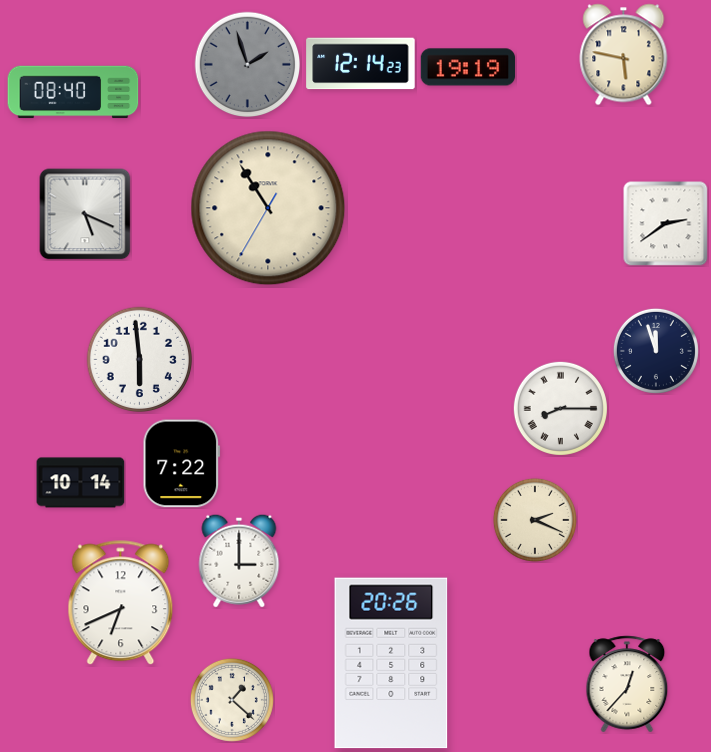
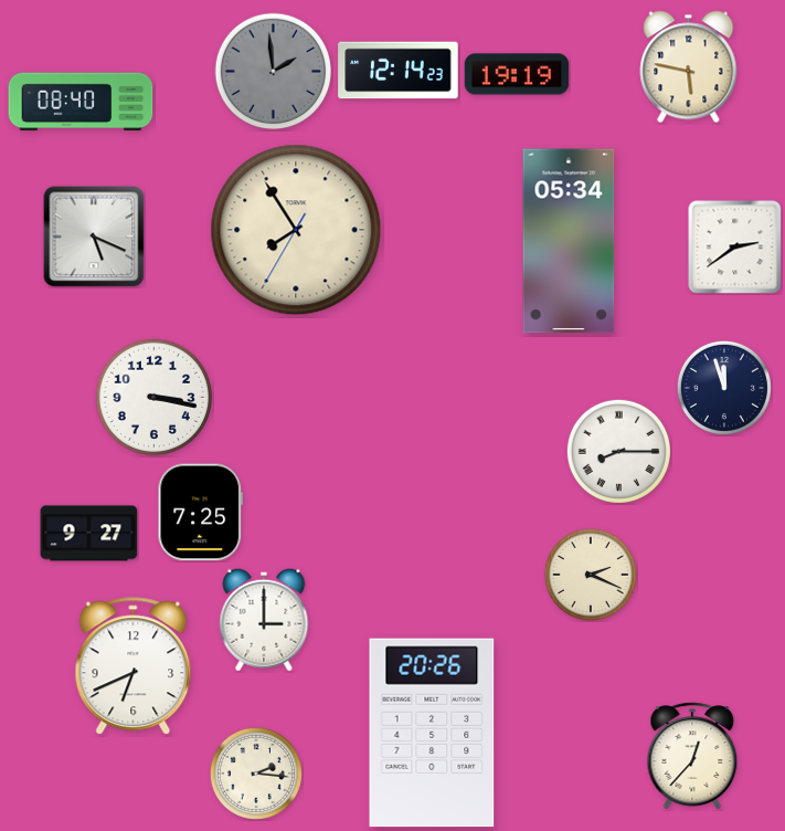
clock at (624, 55) position: (624, 55) -> (689, 67)
clock at (248, 65): 1:57 -> 1:59
clock at (268, 208): 10:54 -> 7:54
clock at (569, 241): none -> 05:34
clock at (140, 360): 5:59 -> 3:17
clock at (182, 464): 7:22 -> 7:25
clock at (81, 483): 10:14 -> 9:27
clock at (232, 700): 1:22 -> 2:16
